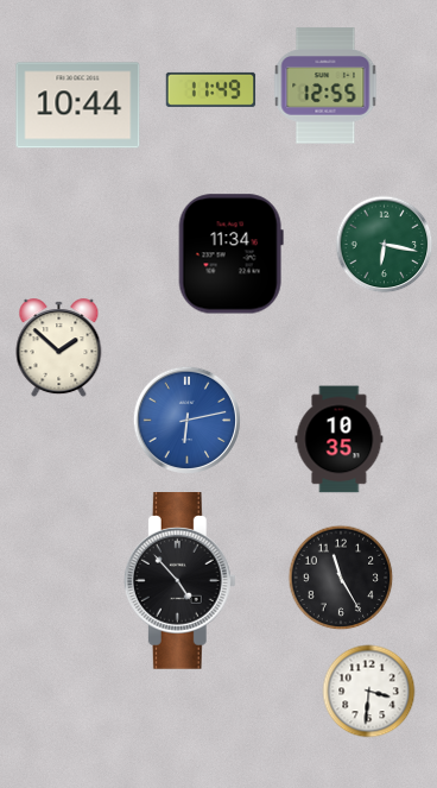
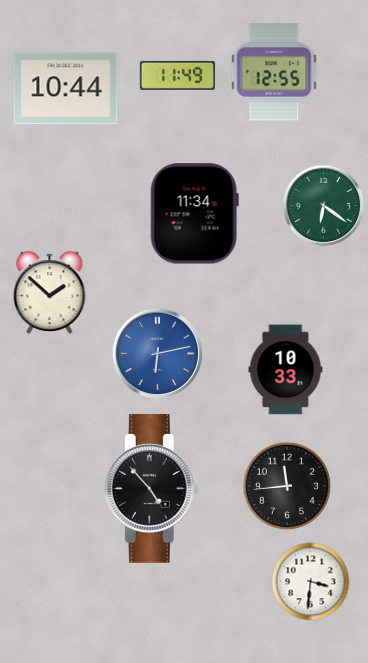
clock at (385, 245): 6:17 -> 6:21
clock at (340, 440): 10:35 -> 10:33
clock at (341, 578): 11:25 -> 11:44
